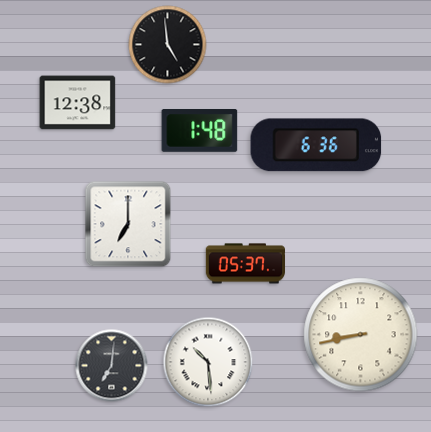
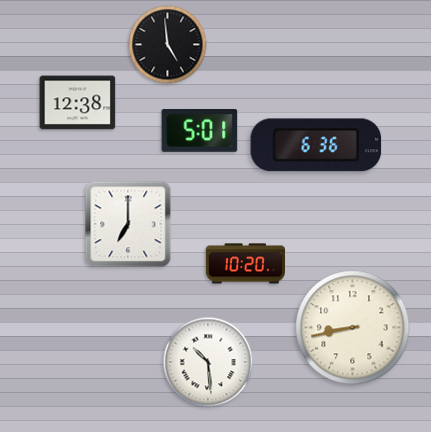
clock at (200, 131): 1:48 -> 5:01
clock at (246, 264): 05:37 -> 10:20
clock at (361, 335) position: (361, 335) -> (353, 328)
clock at (112, 366): 7:01 -> none
